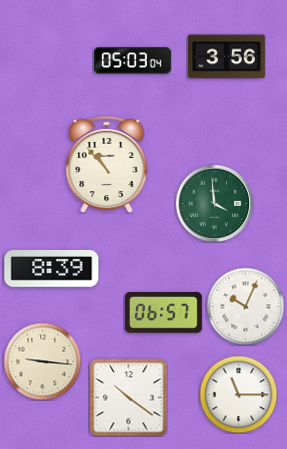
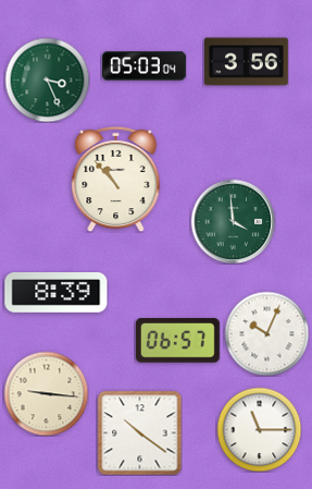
clock at (47, 80): none -> 3:26
